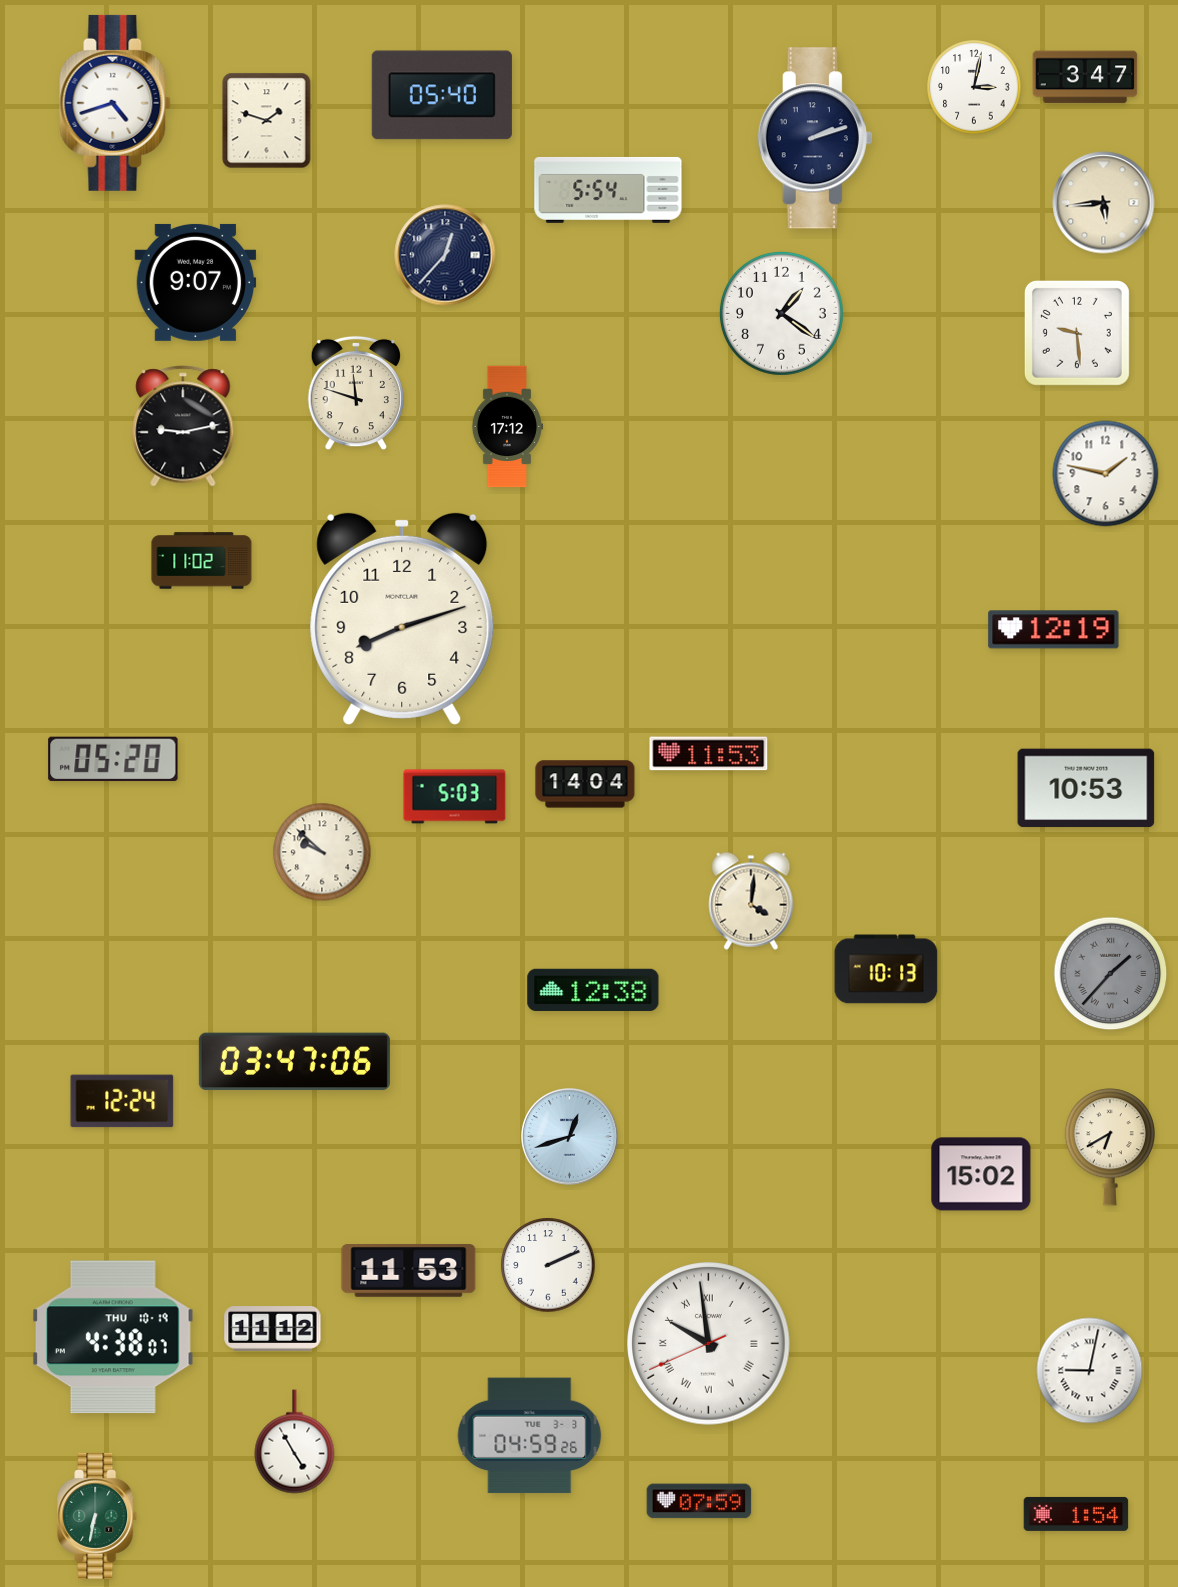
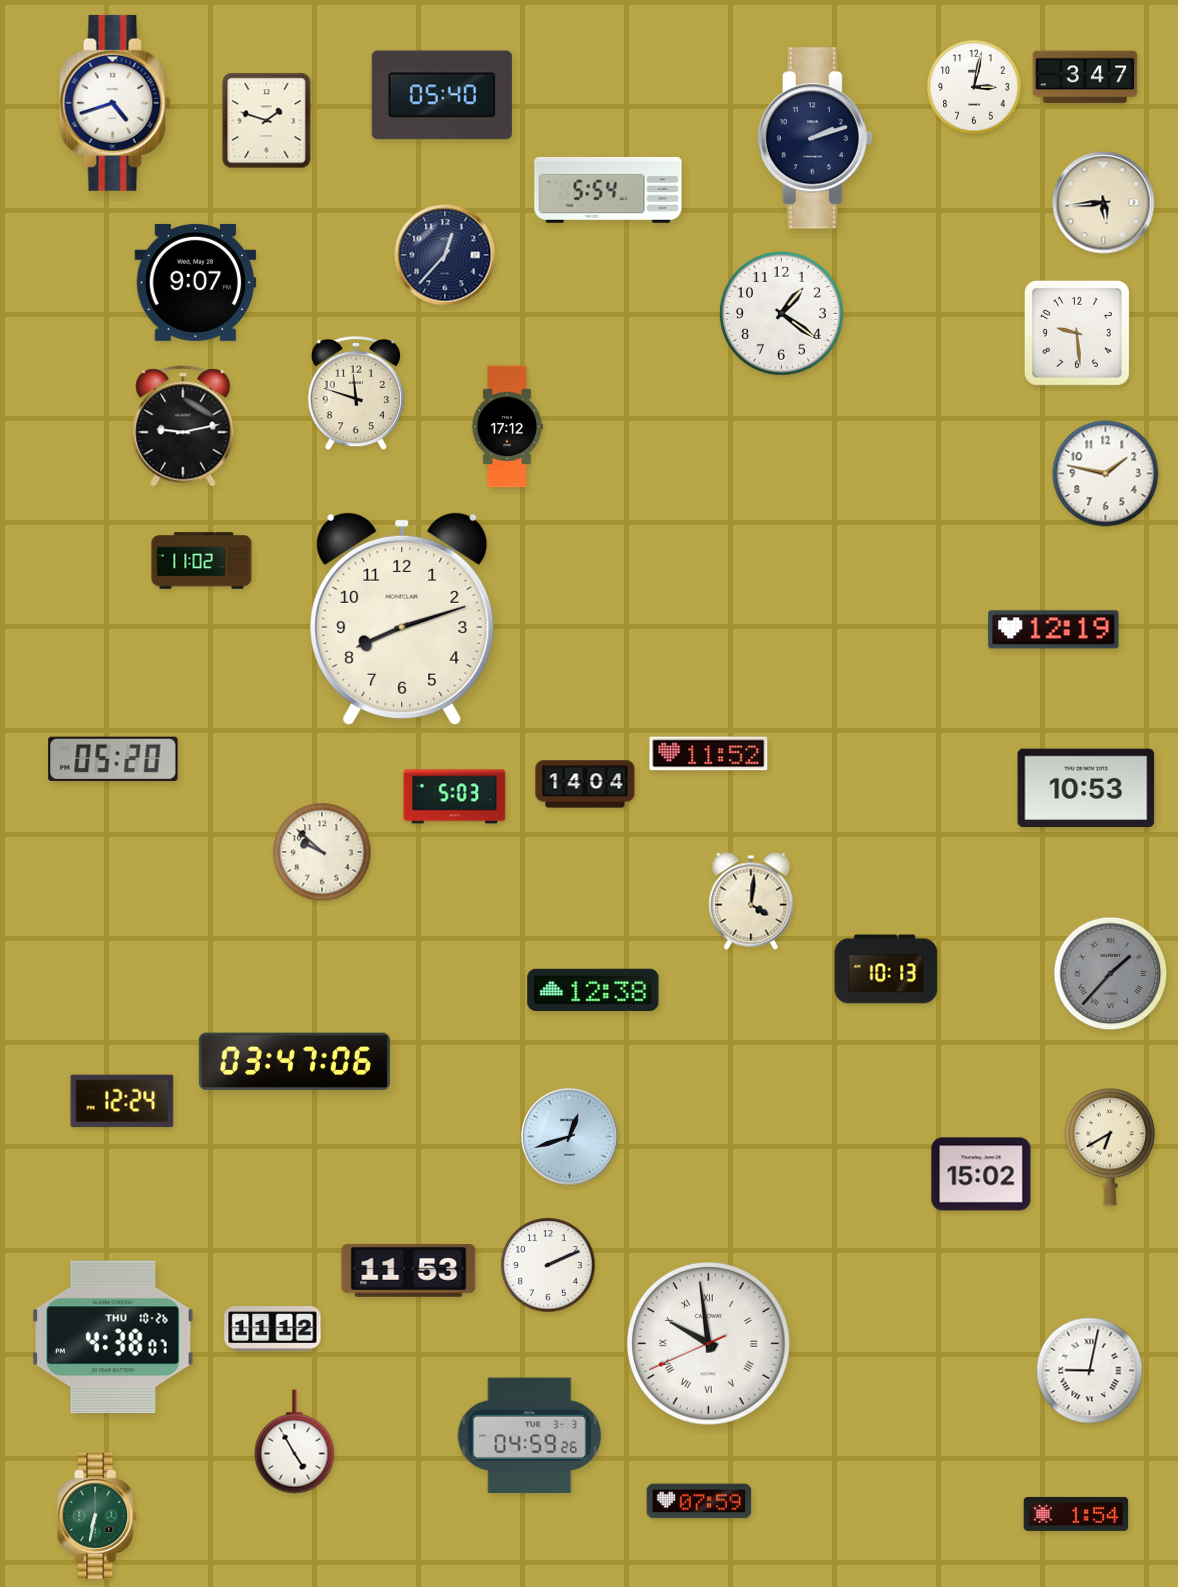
clock at (709, 754): 11:53 -> 11:52
clock at (114, 1337) date: THU 10-19 -> THU 10-26
